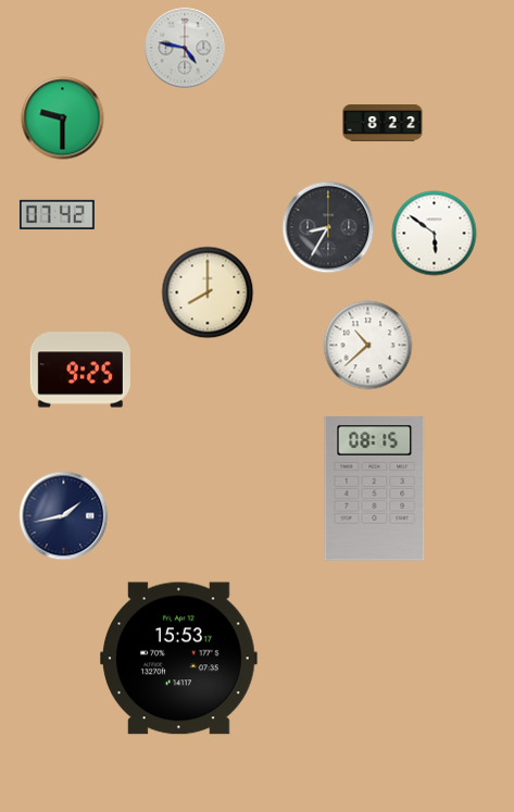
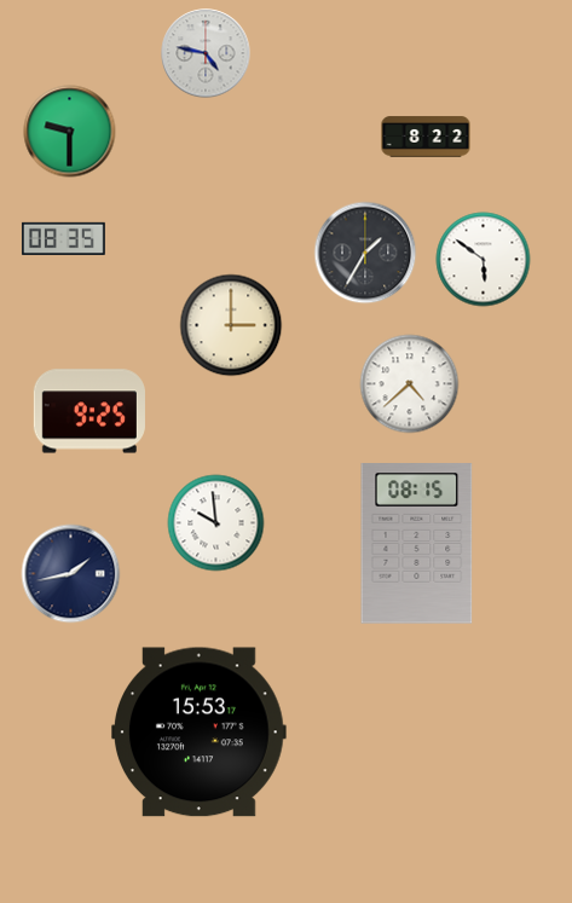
clock at (57, 214): 07:42 -> 08:35
clock at (328, 227): 8:35 -> 1:35
clock at (208, 292): 8:00 -> 3:00
clock at (368, 346): 10:38 -> 4:38
clock at (216, 523): none -> 9:59
